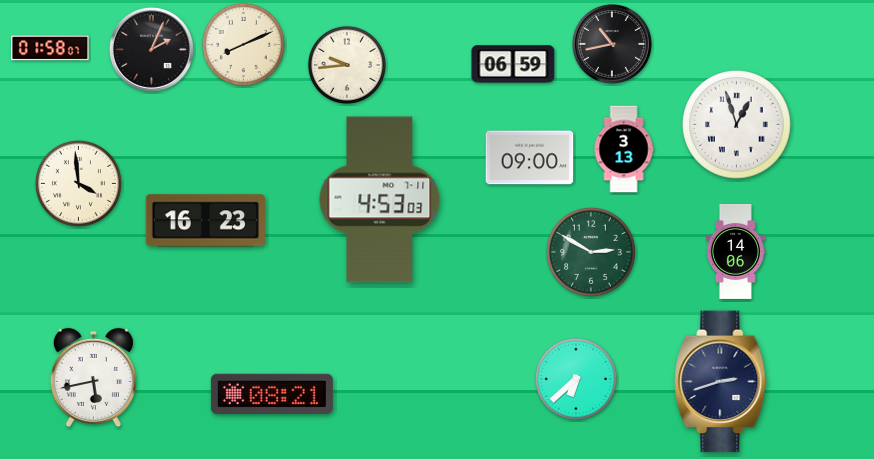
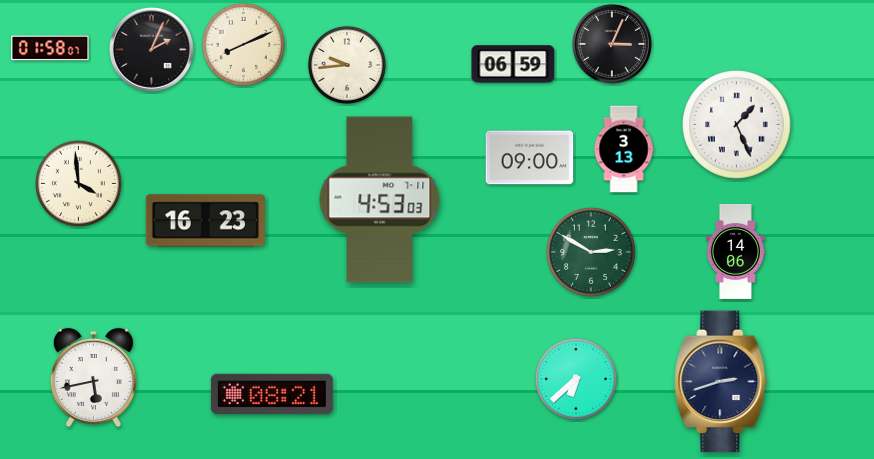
clock at (613, 45): 10:43 -> 3:04
clock at (737, 125): 12:57 -> 1:26
